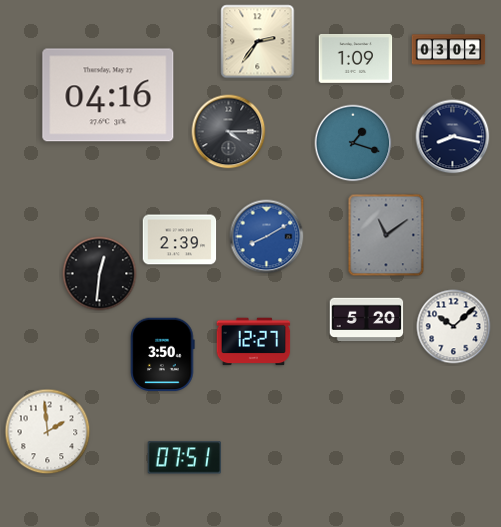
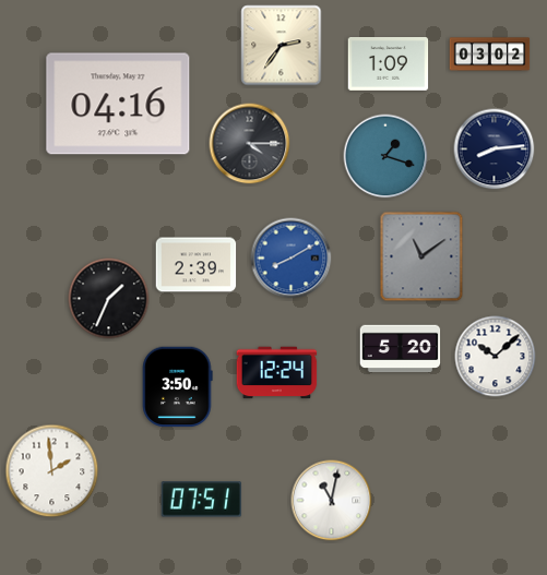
clock at (453, 137): 8:17 -> 8:14
clock at (180, 240) position: (180, 240) -> (197, 265)
clock at (100, 274): 12:31 -> 1:34
clock at (254, 342): 12:27 -> 12:24
clock at (332, 501): none -> 11:02
